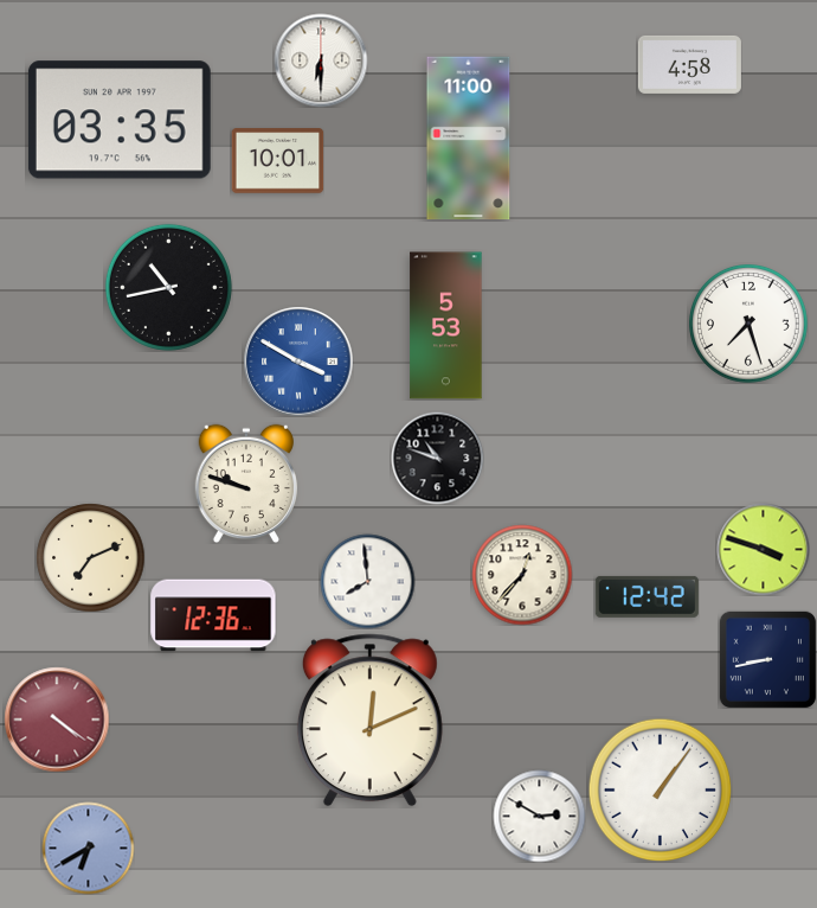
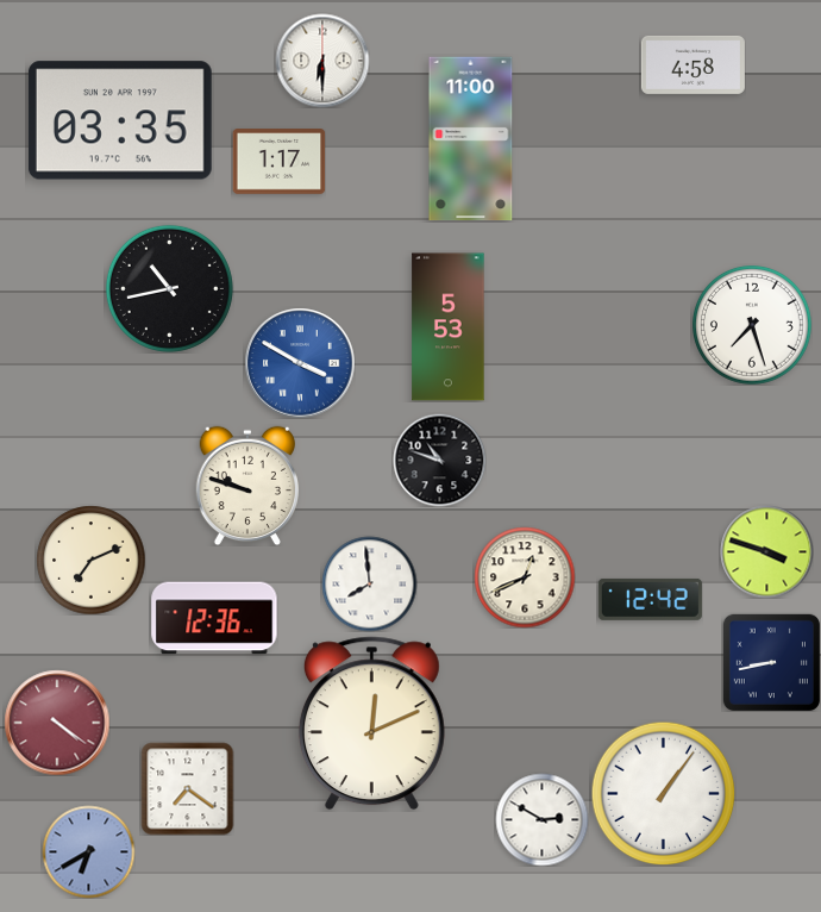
clock at (277, 161): 10:01 -> 1:17
clock at (522, 575): 12:37 -> 12:41
clock at (187, 788): none -> 7:21
